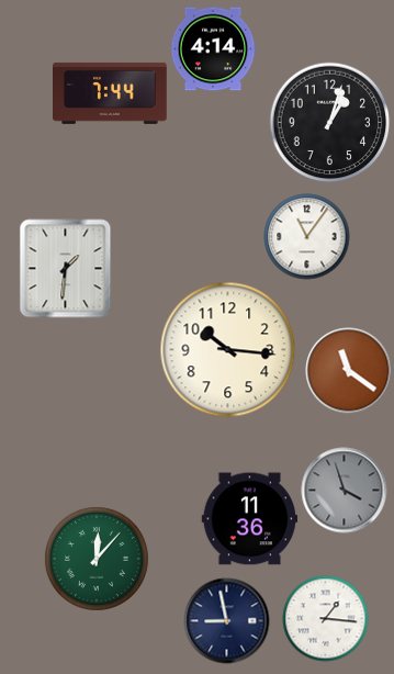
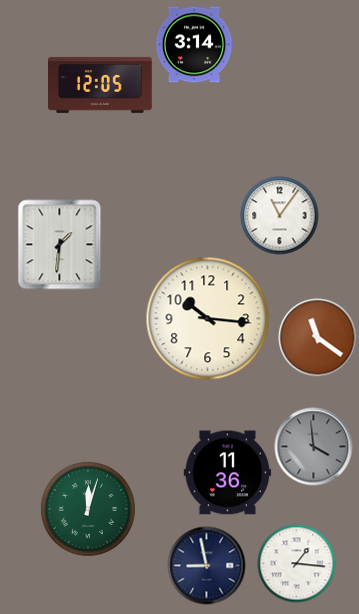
clock at (213, 49): 4:14 -> 3:14
clock at (111, 93): 7:44 -> 12:05
clock at (329, 122): 1:03 -> none
clock at (344, 490): 3:57 -> 3:59
clock at (97, 559): 12:07 -> 12:03
